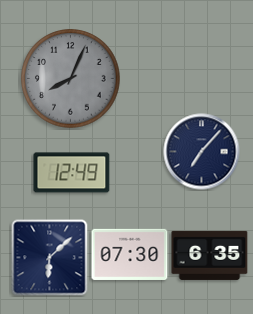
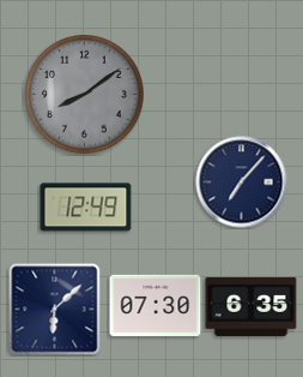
clock at (71, 79): 8:04 -> 8:09
clock at (50, 258) position: (50, 258) -> (55, 310)
